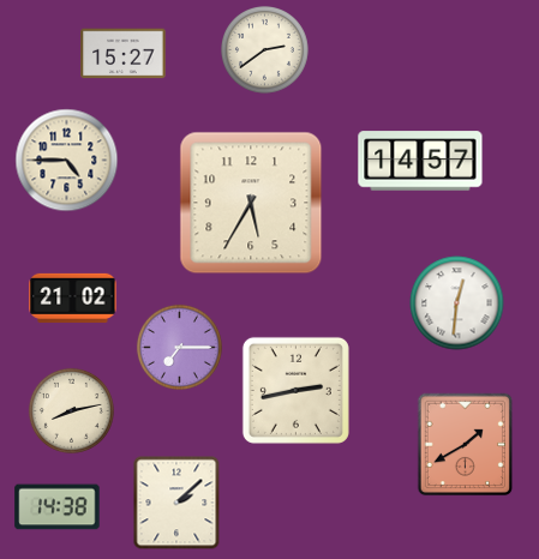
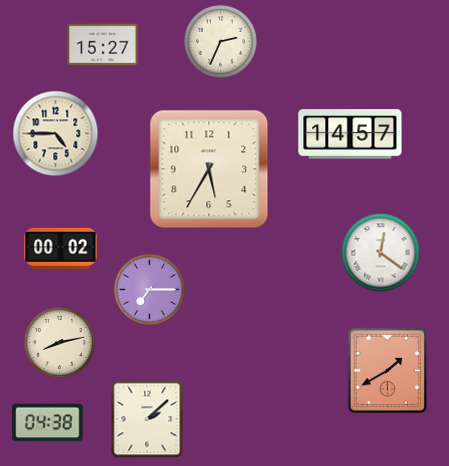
clock at (265, 50): 2:39 -> 2:34
clock at (73, 297): 21:02 -> 00:02
clock at (457, 303): 12:31 -> 12:21
clock at (295, 390): 2:43 -> none
clock at (58, 507): 14:38 -> 04:38
